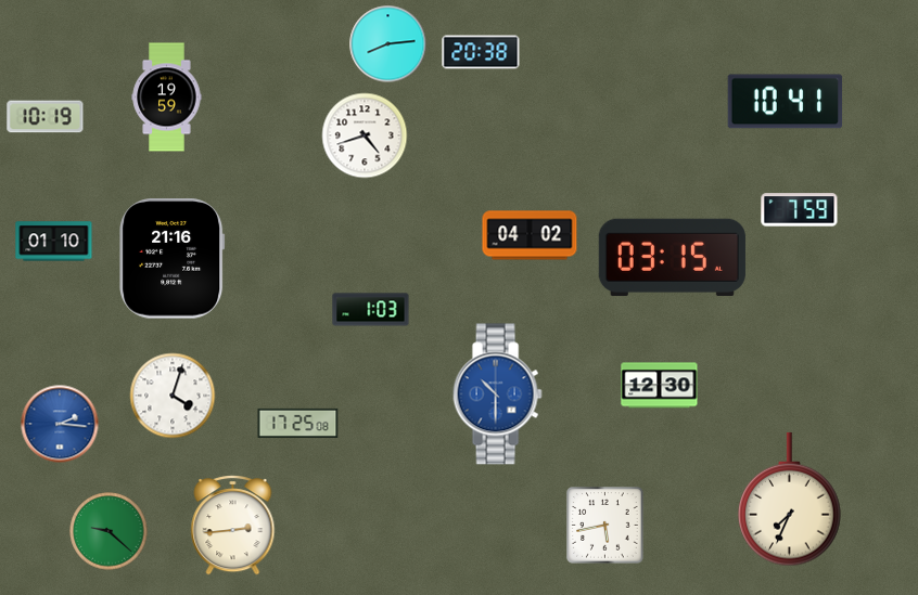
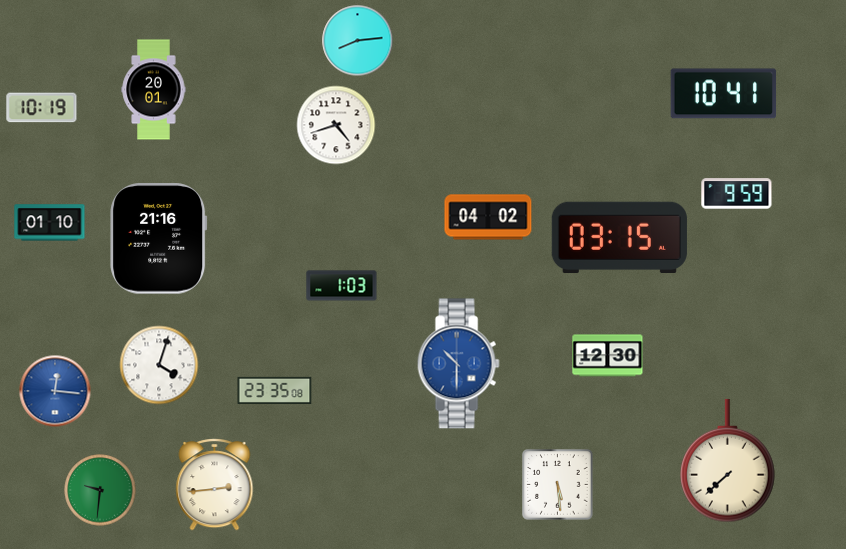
clock at (481, 52): 20:38 -> none
clock at (167, 98): 19:59 -> 20:01
clock at (800, 210): 7:59 -> 9:59
clock at (298, 423): 17:25 -> 23:35
clock at (60, 424): 2:16 -> 12:16
clock at (790, 500): 7:34 -> 7:38
clock at (605, 526): 5:43 -> 5:29
clock at (109, 531): 9:22 -> 9:31
